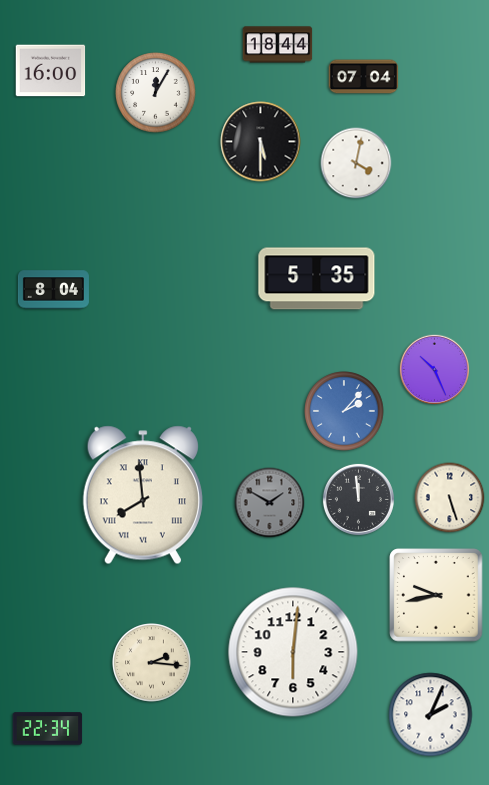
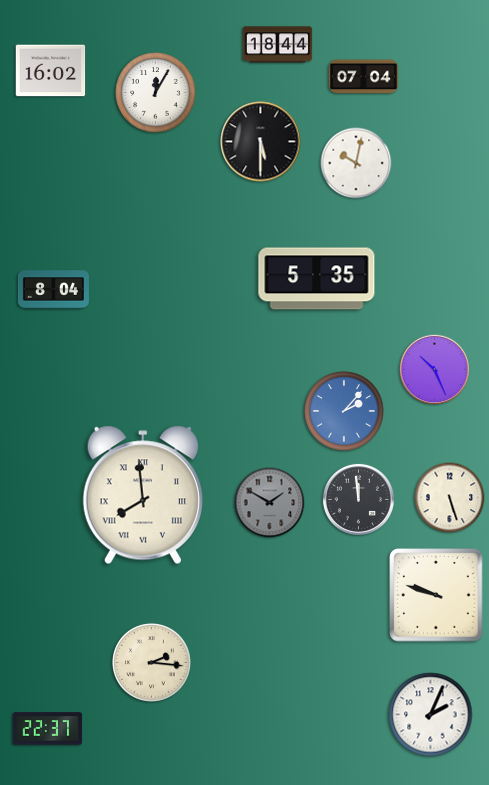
clock at (51, 71): 16:00 -> 16:02
clock at (356, 163): 4:02 -> 10:02
clock at (436, 595): 9:43 -> 9:48
clock at (293, 652): 6:01 -> none
clock at (48, 729): 22:34 -> 22:37
